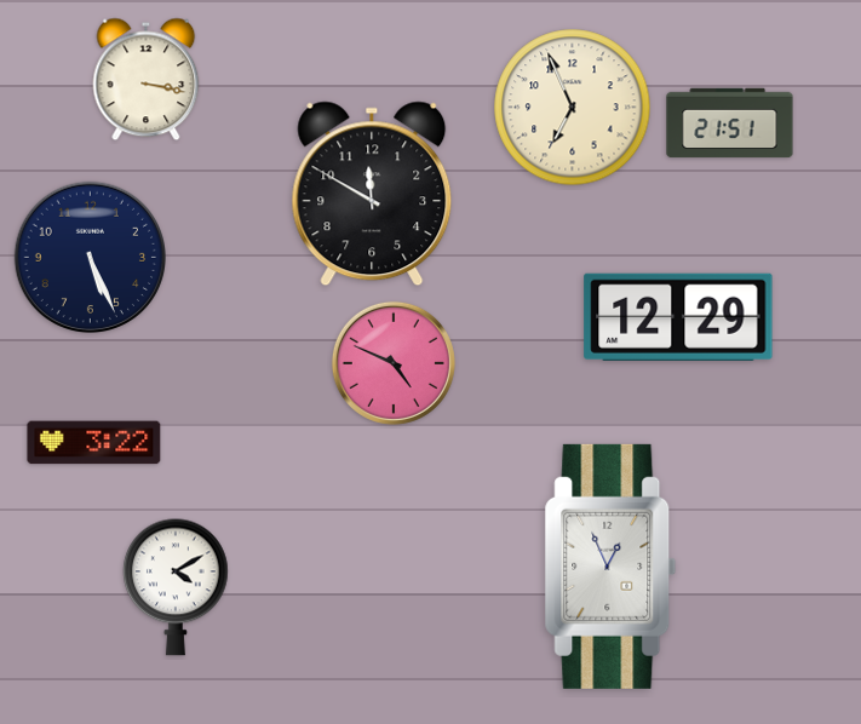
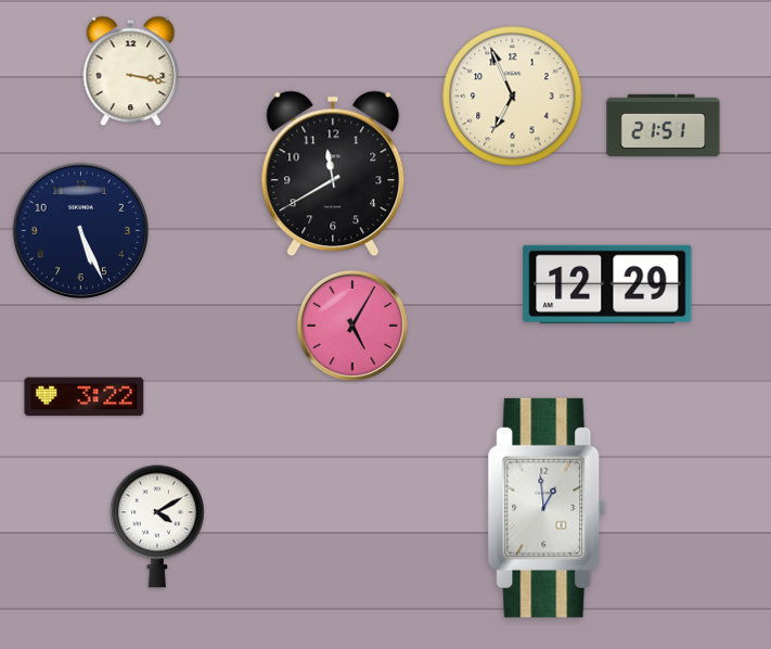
clock at (730, 123) position: (730, 123) -> (664, 126)
clock at (372, 194): 11:50 -> 11:40
clock at (394, 363): 4:49 -> 5:05
clock at (610, 567): 12:56 -> 12:59
